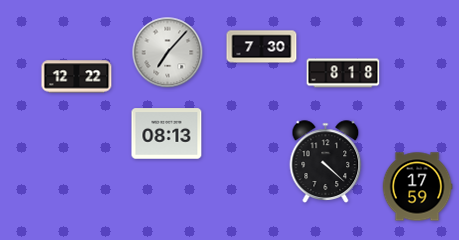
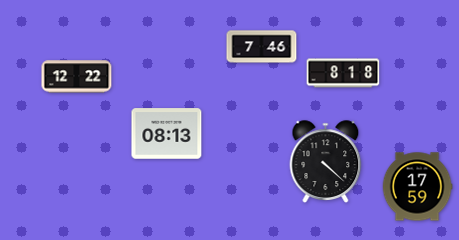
clock at (262, 47): 7:30 -> 7:46
clock at (168, 53): 7:07 -> none
